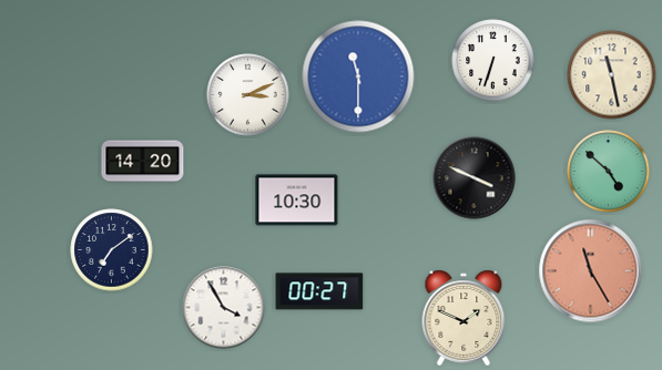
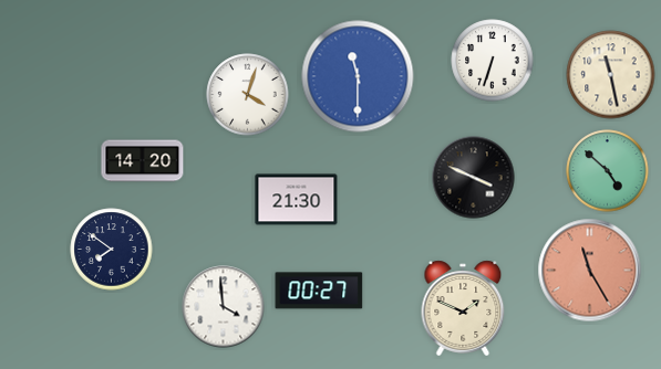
clock at (248, 95): 3:11 -> 4:03
clock at (297, 201): 10:30 -> 21:30
clock at (112, 250): 7:09 -> 7:51
clock at (224, 308): 3:55 -> 3:59
clock at (464, 318) position: (464, 318) -> (463, 308)
